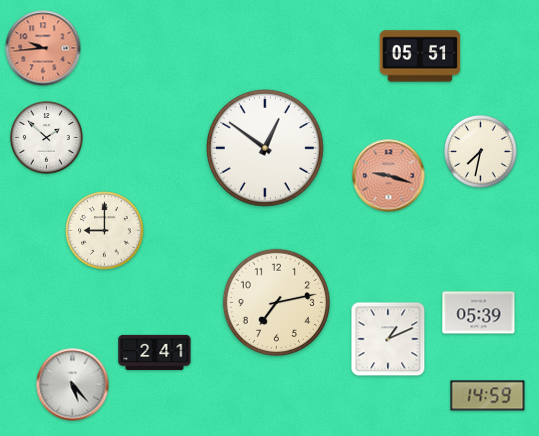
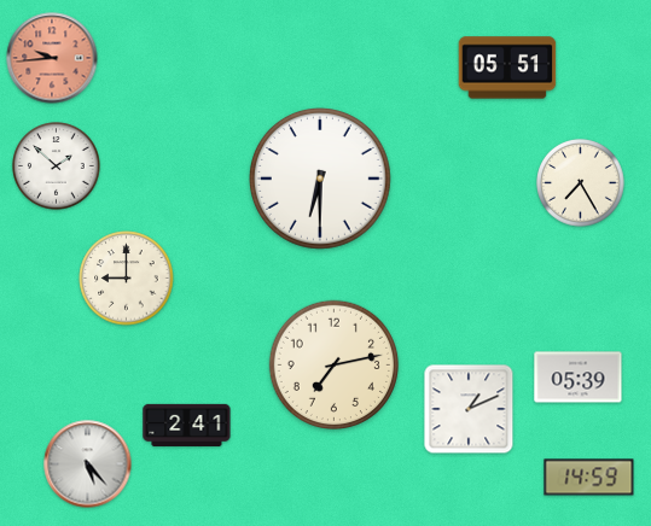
clock at (266, 149): 12:51 -> 6:30
clock at (481, 152): 7:32 -> 7:25
clock at (389, 176): 9:18 -> none
